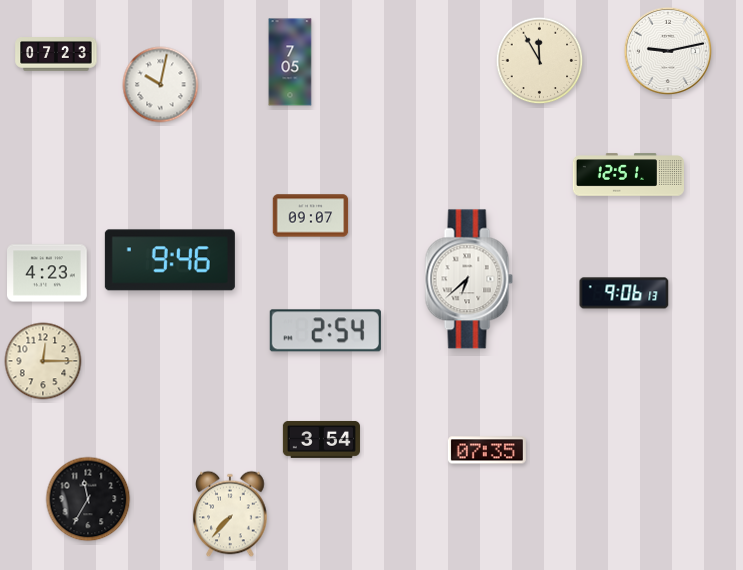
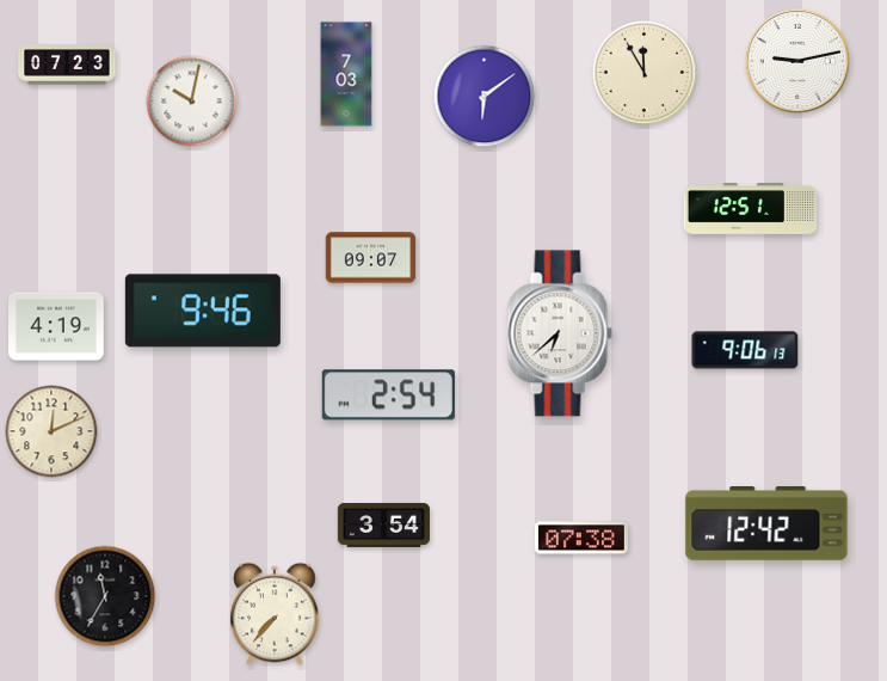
clock at (290, 62): 7:05 -> 7:03
clock at (485, 97): none -> 6:09
clock at (48, 273): 4:23 -> 4:19
clock at (43, 361): 12:15 -> 12:11
clock at (766, 524): none -> 12:42
clock at (487, 450): 07:35 -> 07:38
